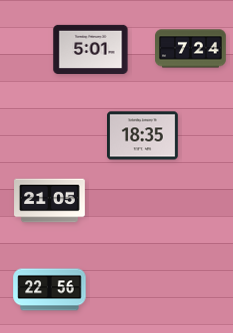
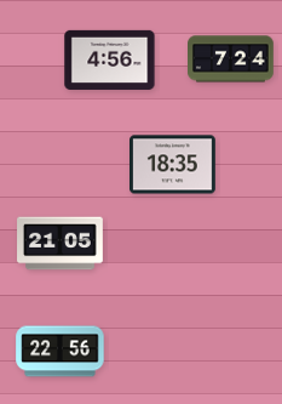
clock at (91, 49): 5:01 -> 4:56
